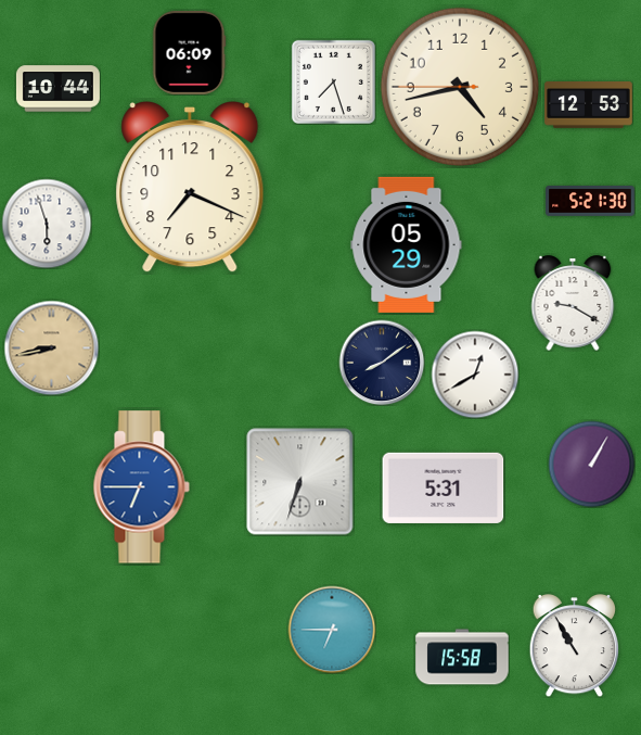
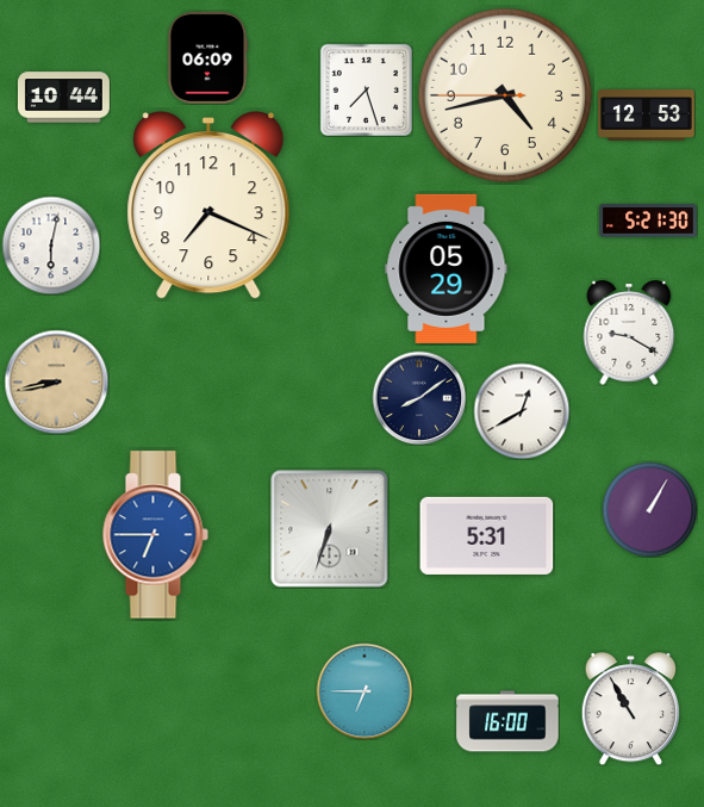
clock at (47, 224): 5:57 -> 6:02
clock at (462, 657): 15:58 -> 16:00
